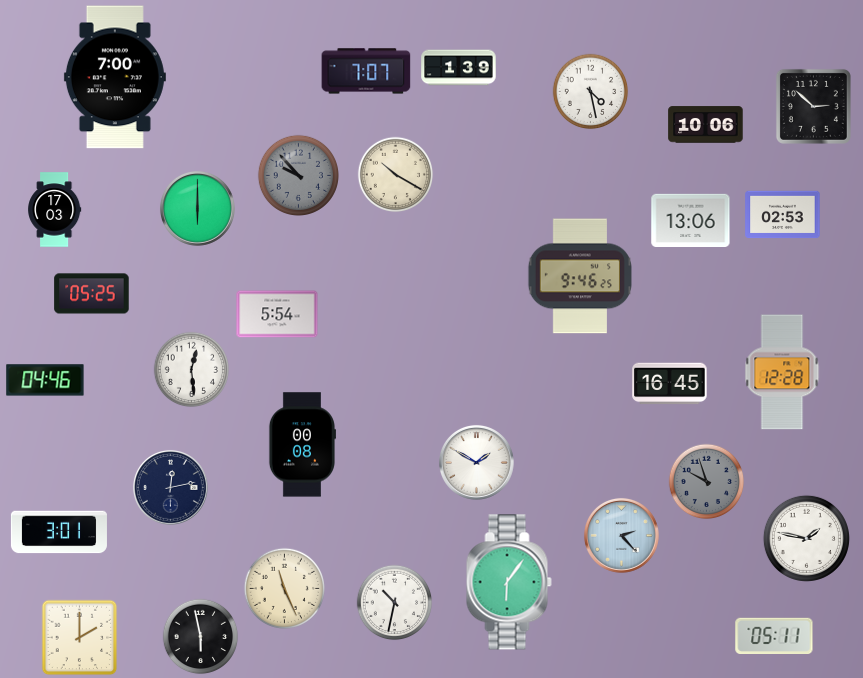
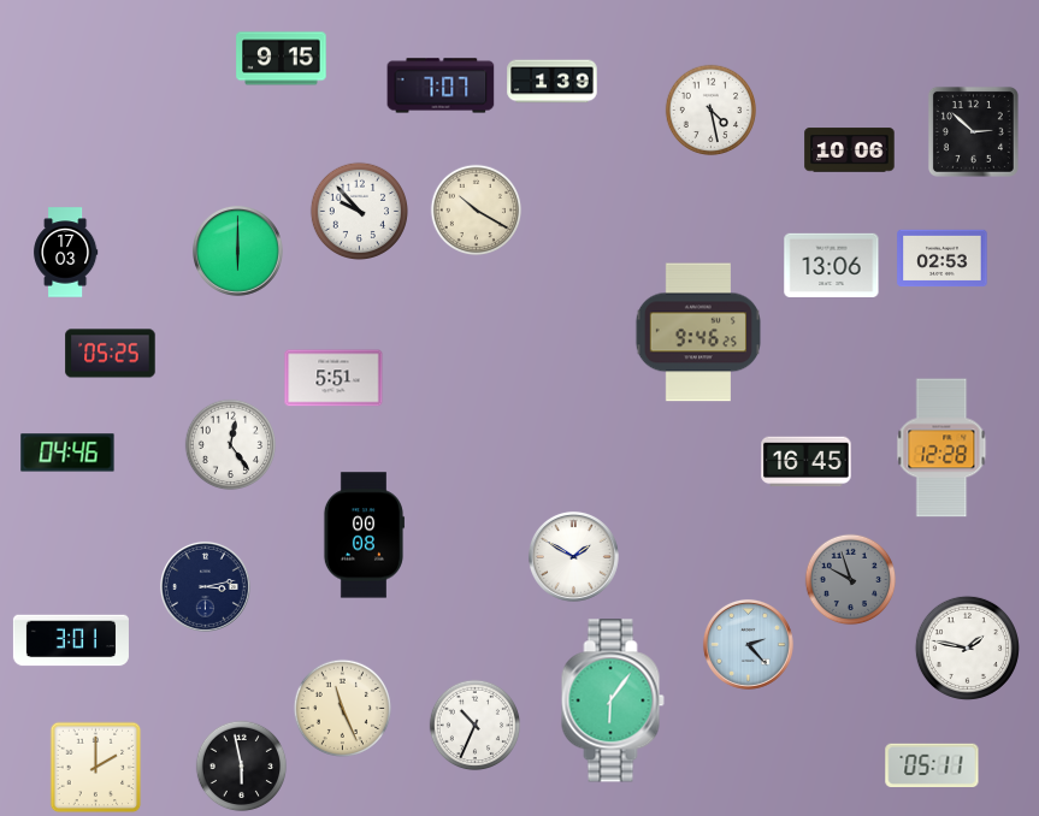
clock at (282, 59): none -> 9:15
clock at (115, 77): 7:00 -> none
clock at (813, 106) position: (813, 106) -> (973, 131)
clock at (298, 175) dial: grey -> white
clock at (277, 314): 5:54 -> 5:51
clock at (192, 370): 12:29 -> 12:24
clock at (45, 380) position: (45, 380) -> (67, 453)
clock at (170, 487): 12:13 -> 3:13
clock at (806, 538) position: (806, 538) -> (967, 648)
clock at (395, 603): 10:32 -> 10:34
